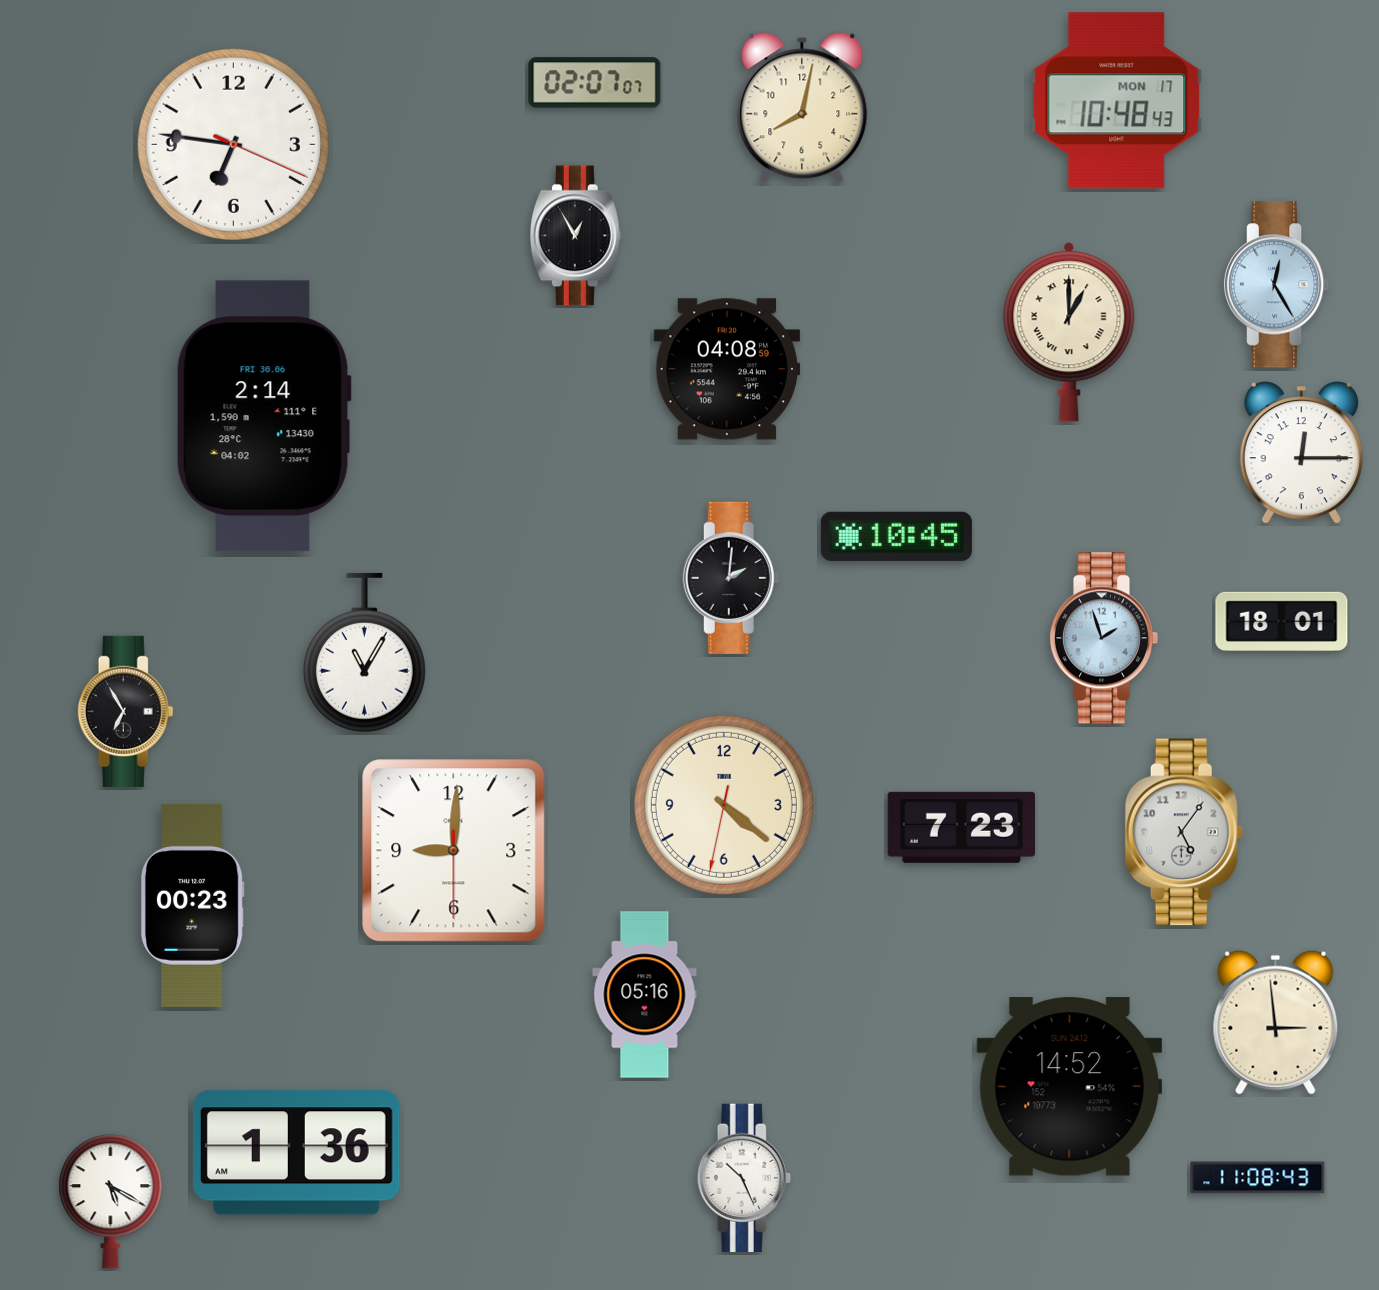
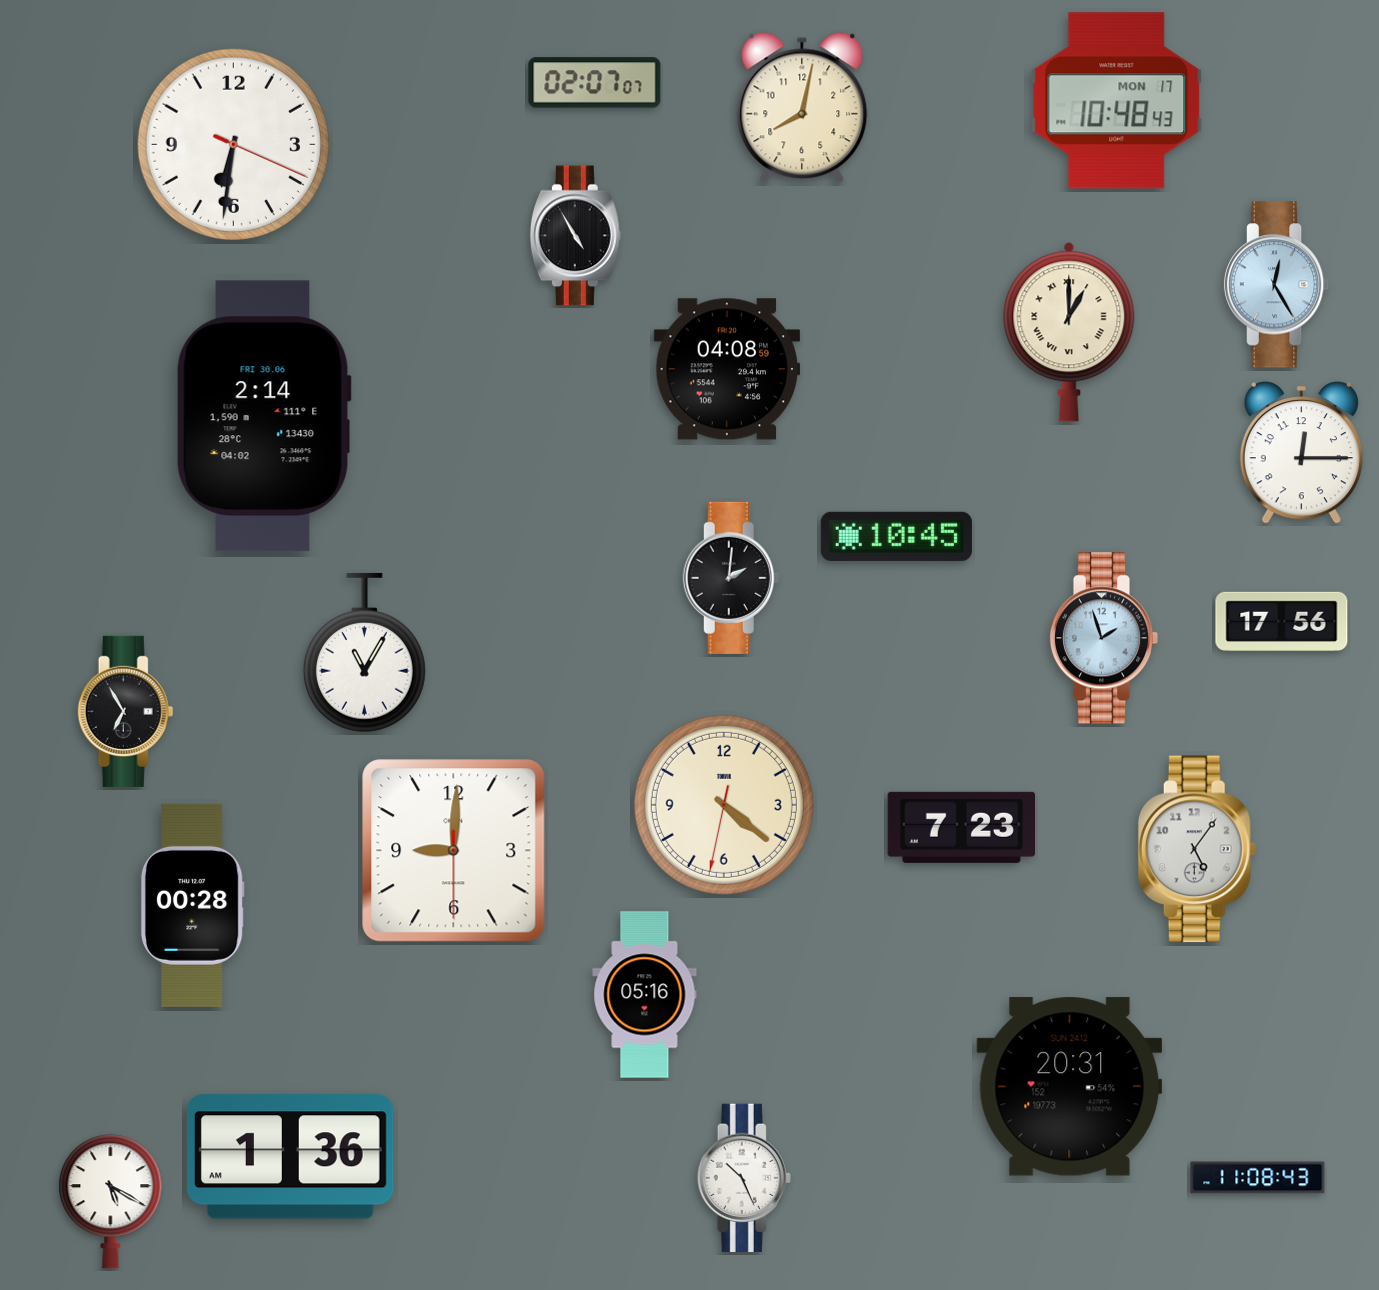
clock at (233, 144): 6:46 -> 6:31
clock at (575, 236): 12:55 -> 4:55
clock at (1282, 621): 18:01 -> 17:56
clock at (1184, 832) position: (1184, 832) -> (1197, 849)
clock at (192, 905): 00:23 -> 00:28
clock at (1276, 1022): 2:59 -> none
clock at (1070, 1087): 14:52 -> 20:31
clock at (296, 1153) position: (296, 1153) -> (290, 1157)
